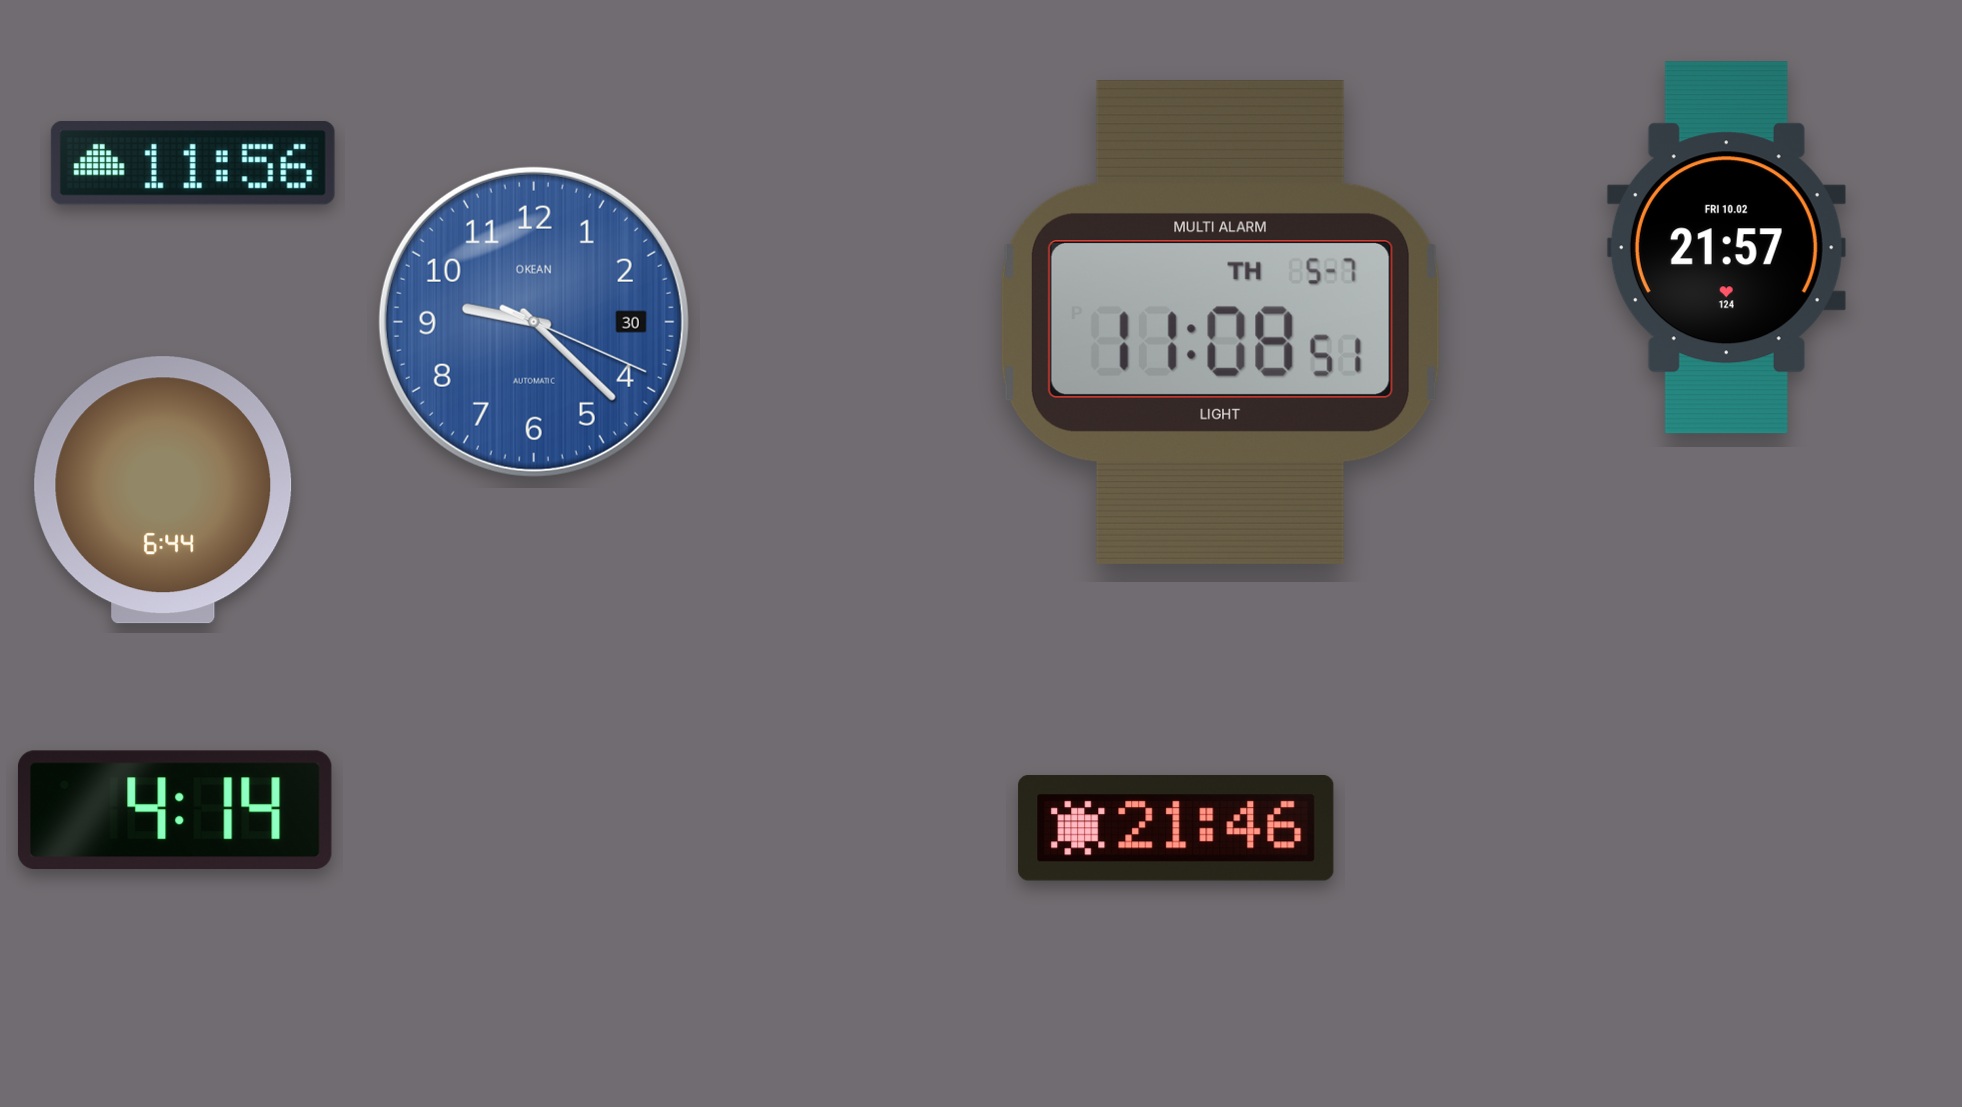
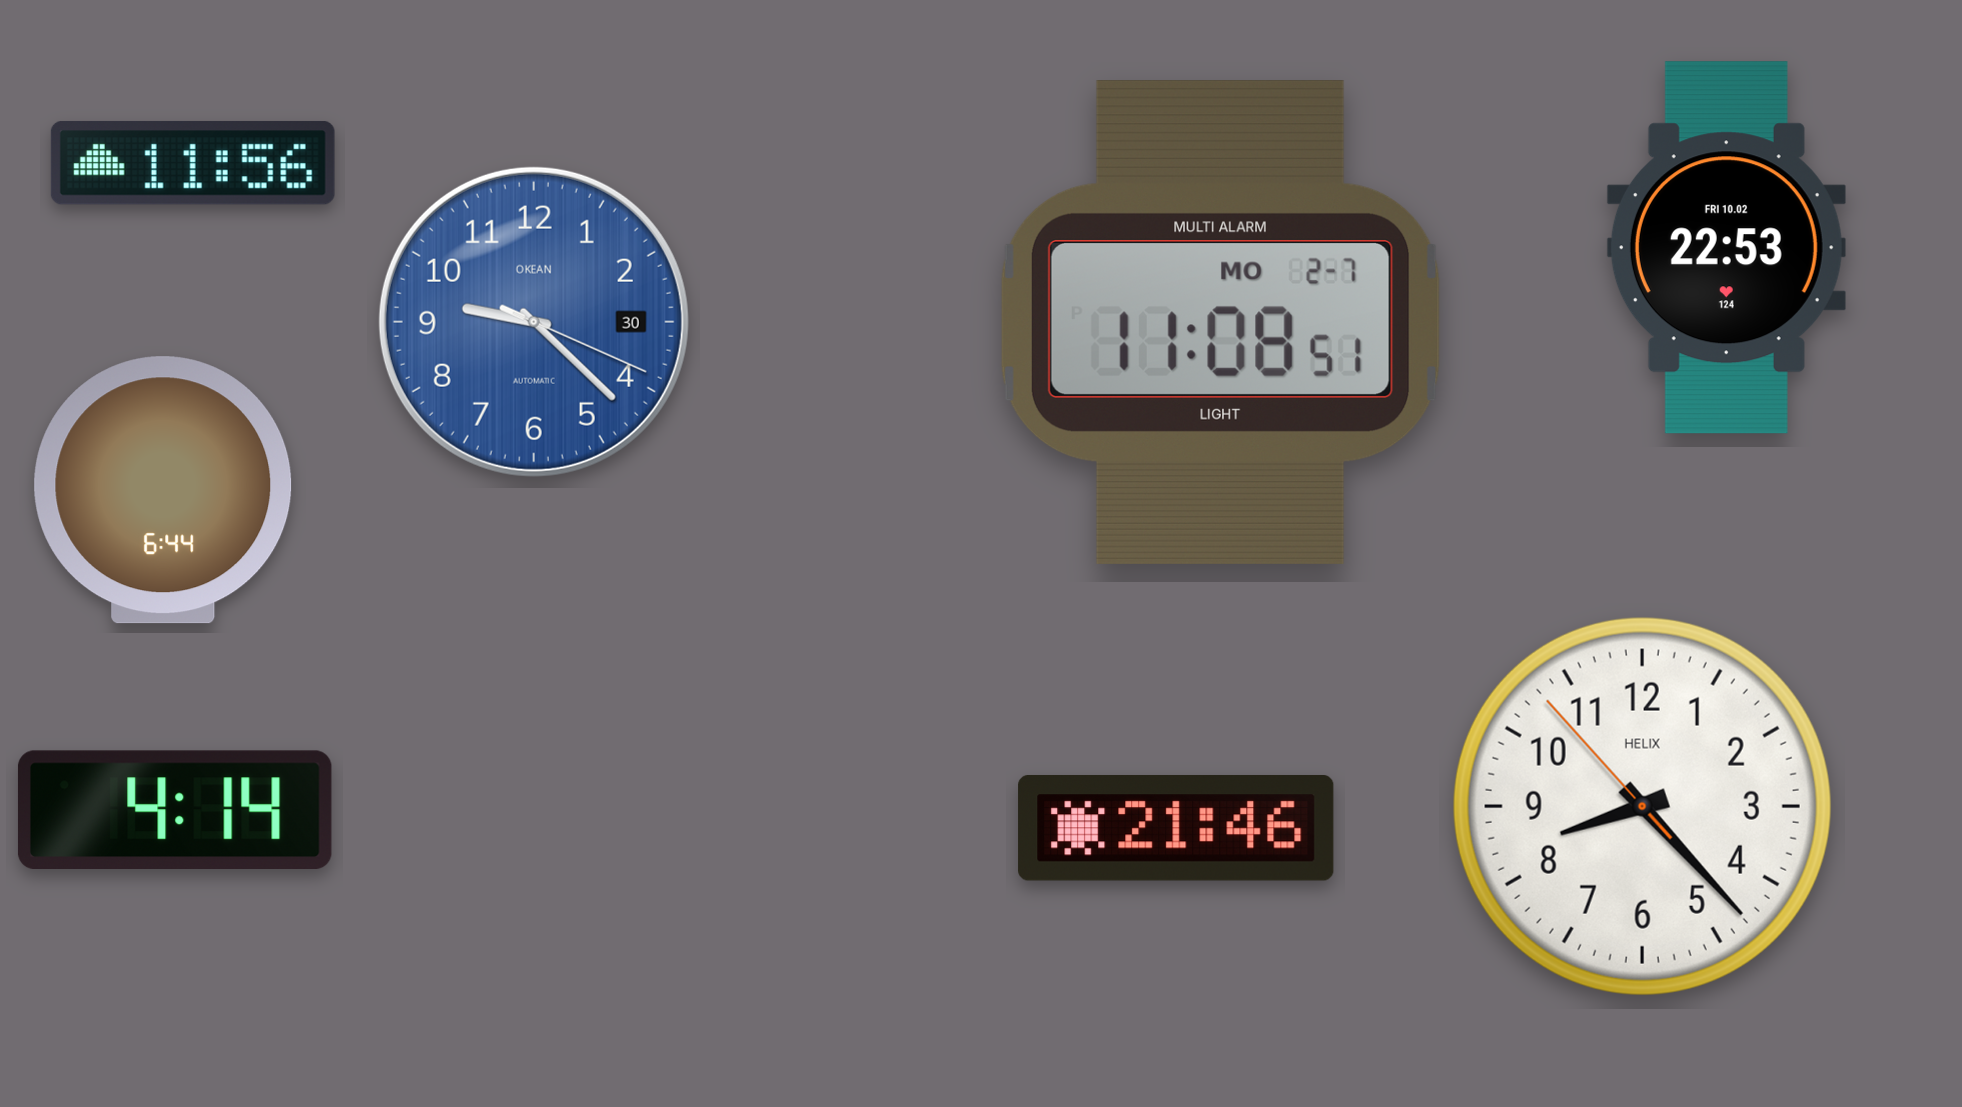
clock at (1726, 248): 21:57 -> 22:53
clock at (1220, 322) date: TH 5-7 -> MO 2-7
clock at (1642, 806): none -> 8:22
